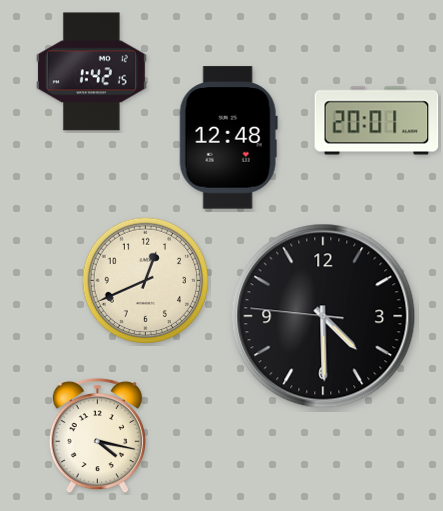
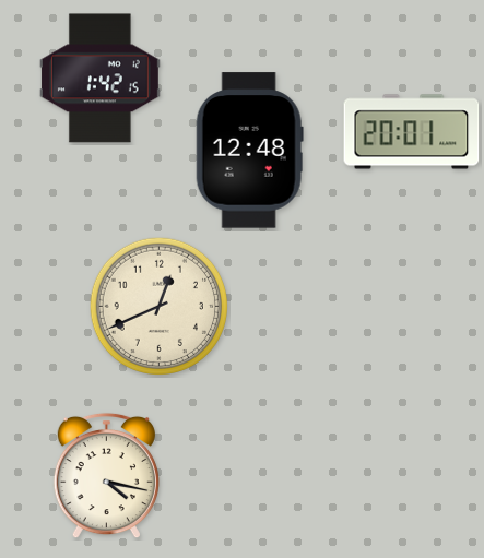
clock at (323, 316): 4:29 -> none
